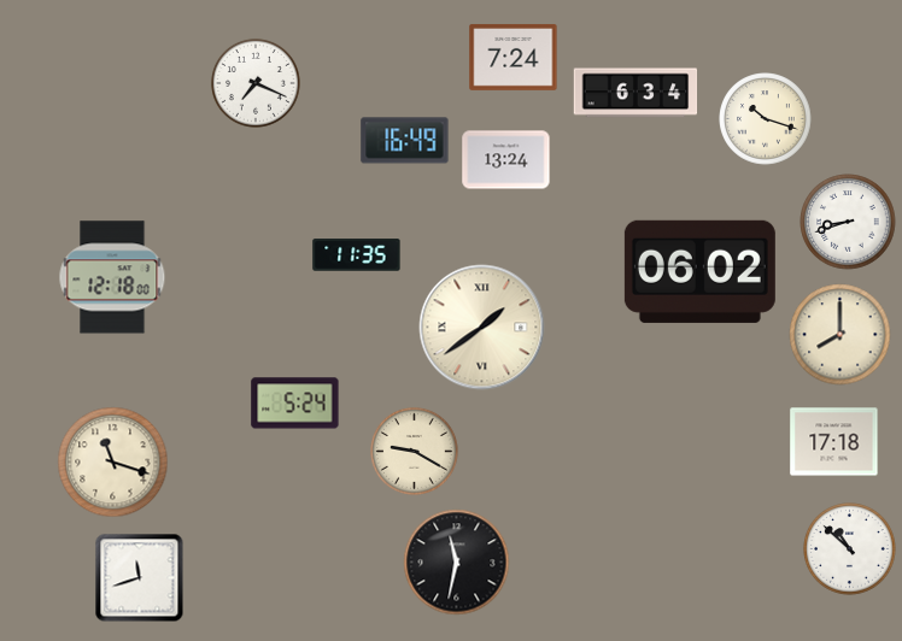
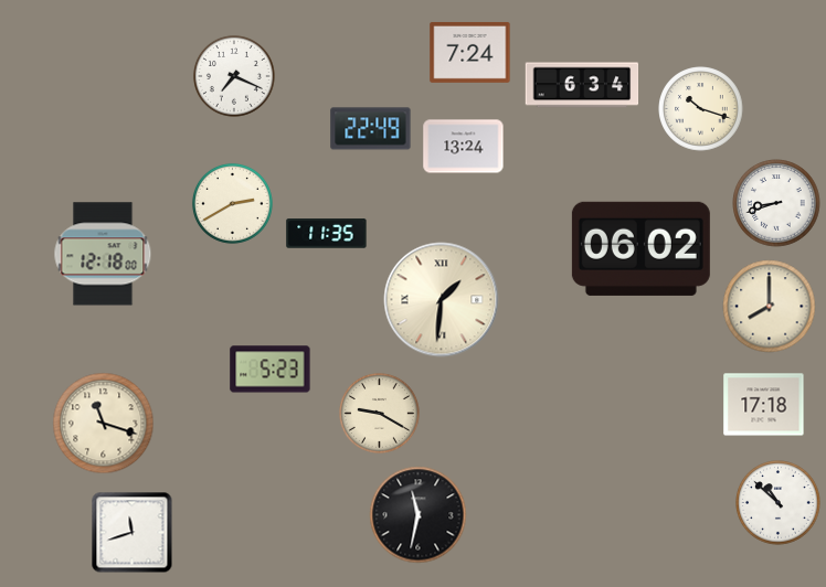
clock at (405, 141): 16:49 -> 22:49
clock at (232, 203): none -> 2:40
clock at (482, 328): 1:39 -> 1:31
clock at (295, 404): 5:24 -> 5:23
clock at (140, 578) position: (140, 578) -> (133, 533)
